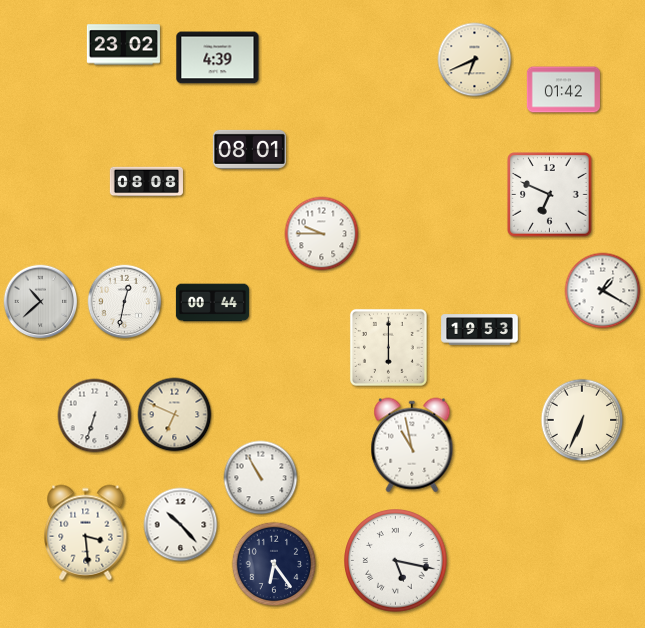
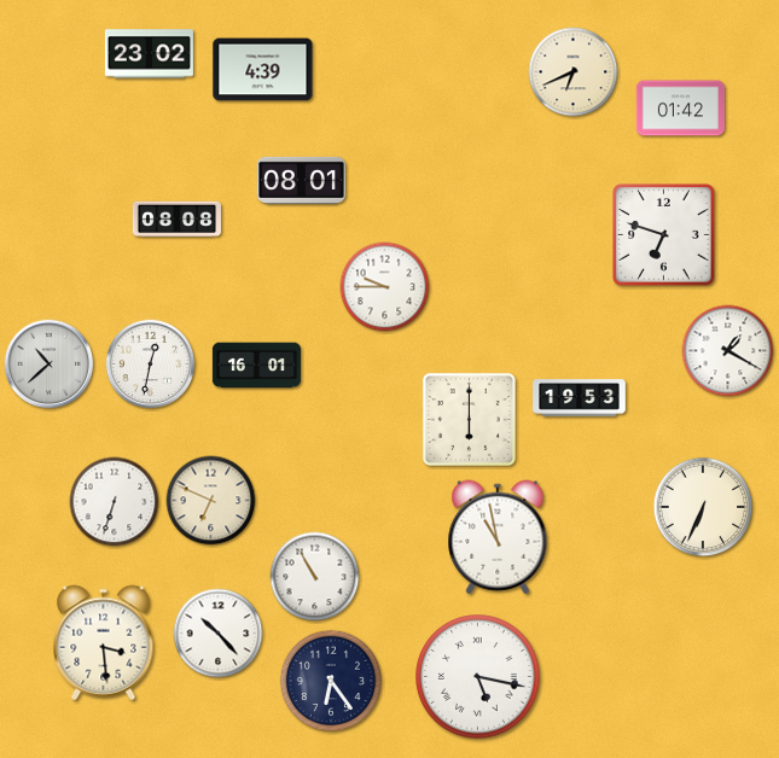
clock at (550, 195): 6:49 -> 6:48
clock at (322, 234) position: (322, 234) -> (385, 287)
clock at (212, 303): 00:44 -> 16:01
